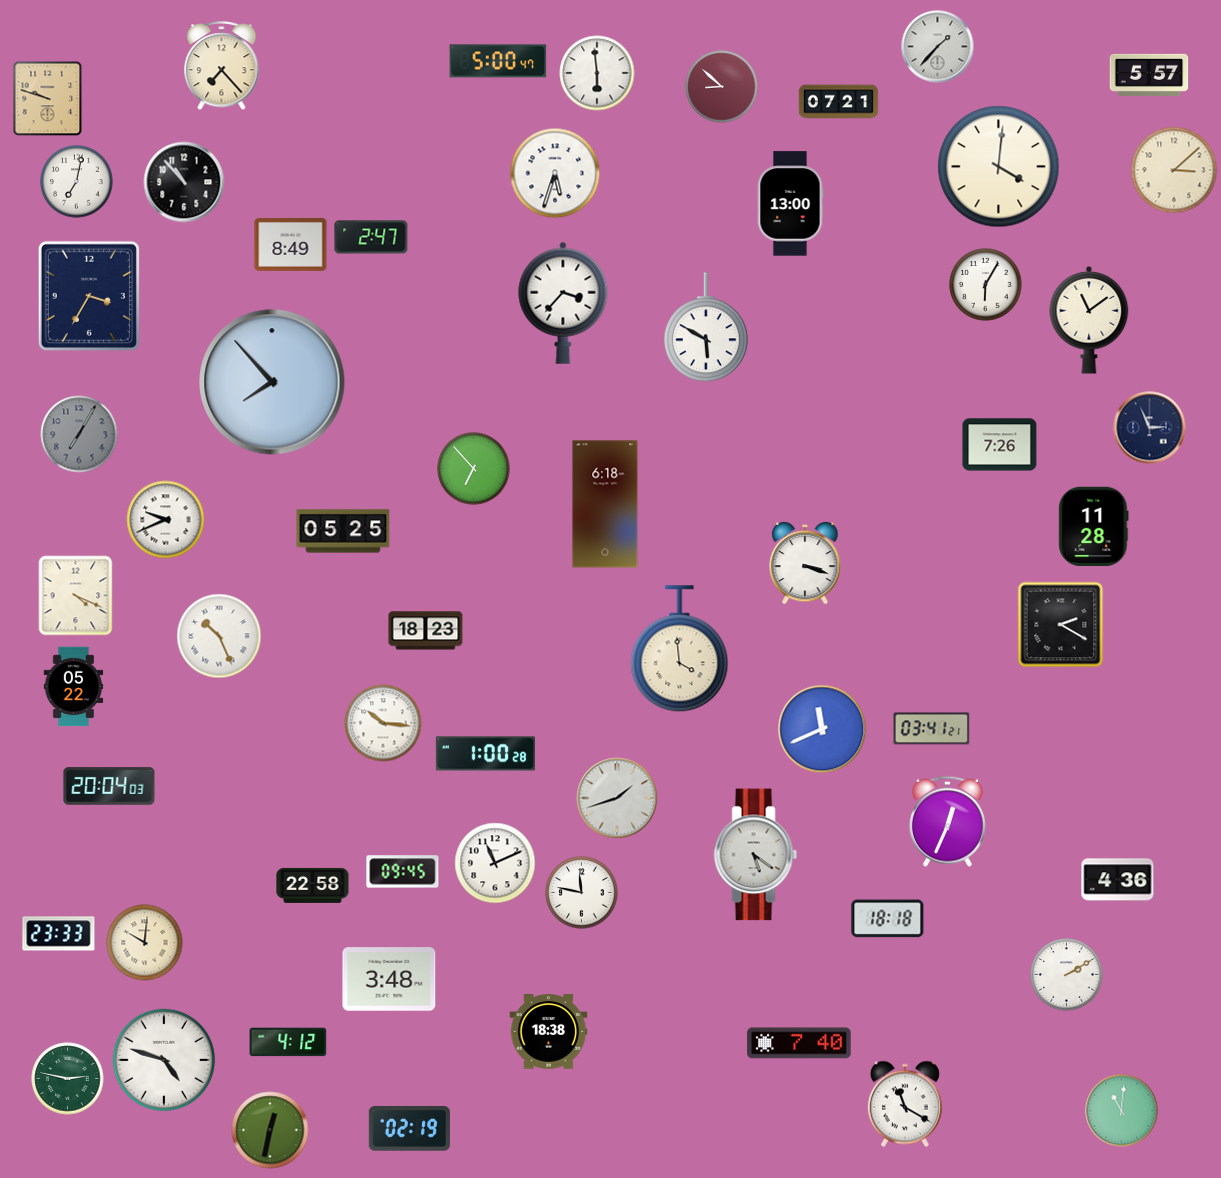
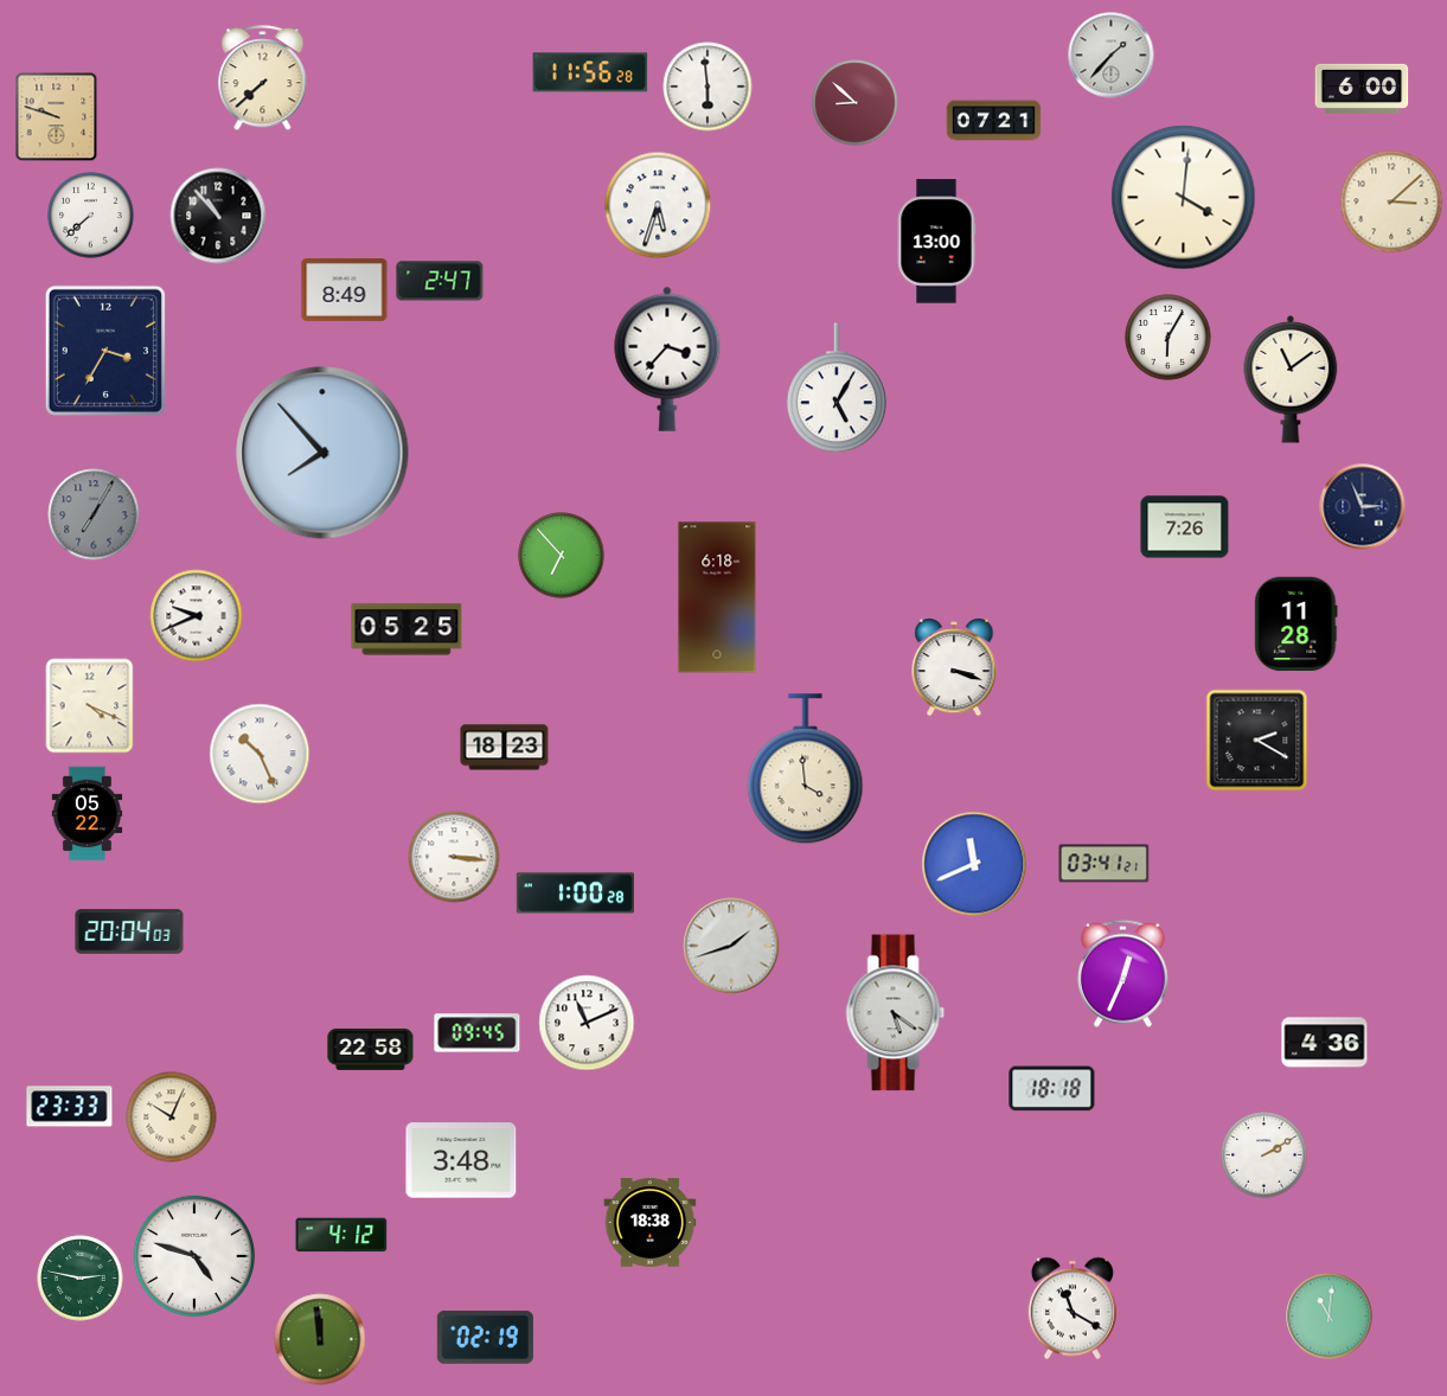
clock at (498, 61): 5:00 -> 11:56
clock at (222, 67): 7:23 -> 7:38
clock at (1149, 75): 5:57 -> 6:00
clock at (77, 182): 7:02 -> 7:38
clock at (706, 328): 5:50 -> 5:05
clock at (383, 723): 10:16 -> 3:16
clock at (582, 893): 11:47 -> none
clock at (145, 943): 10:01 -> 10:04
clock at (799, 1043): 7:40 -> none
clock at (270, 1130): 12:32 -> 11:59
